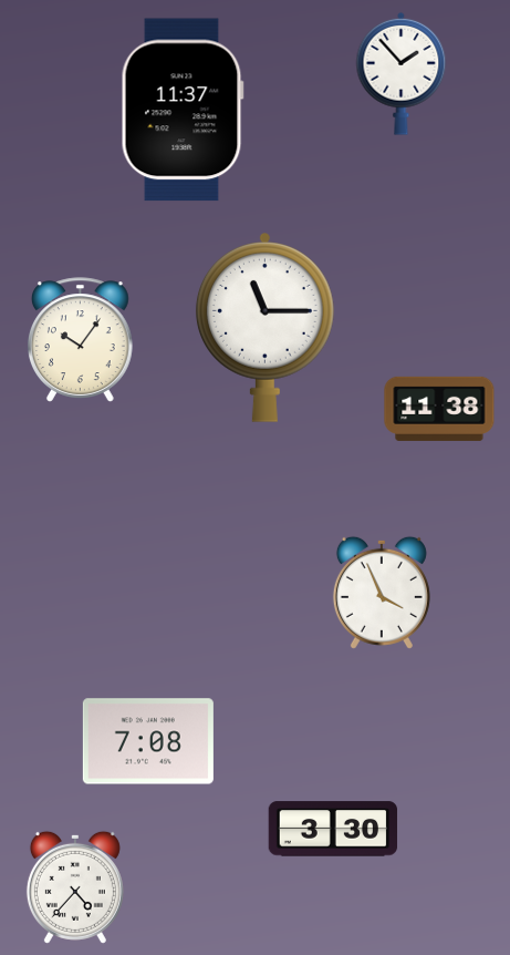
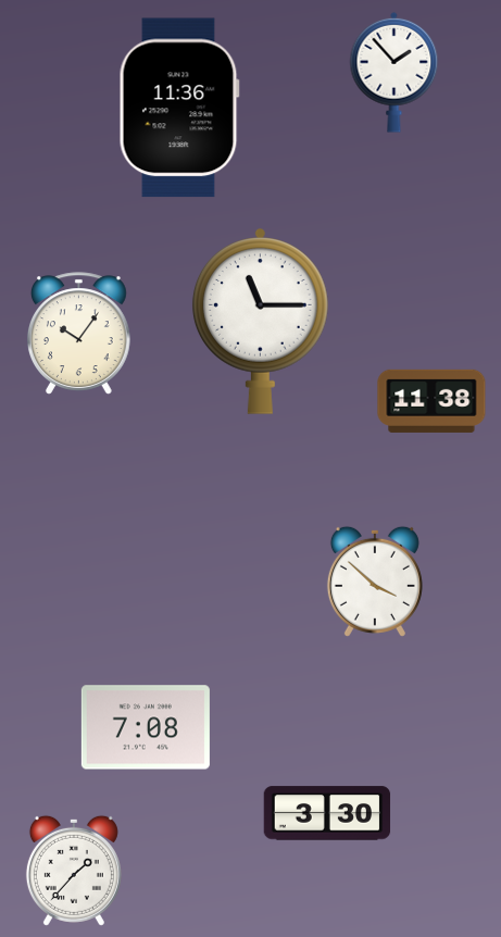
clock at (183, 110): 11:37 -> 11:36
clock at (382, 593): 3:56 -> 3:52
clock at (75, 887): 4:37 -> 1:37
